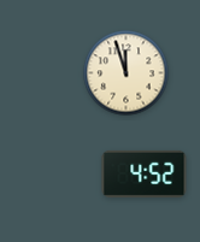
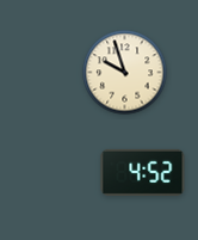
clock at (127, 73): 11:57 -> 9:57
